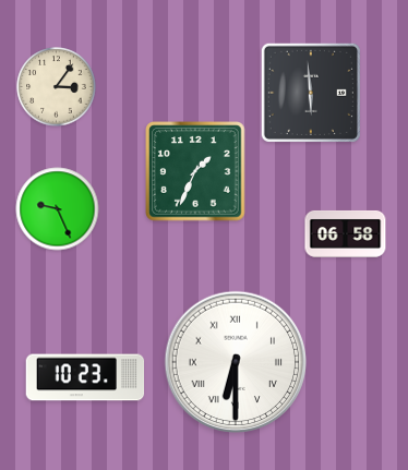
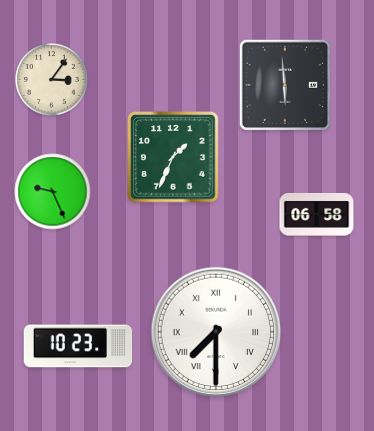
clock at (195, 171) position: (195, 171) -> (173, 157)
clock at (236, 362): 6:30 -> 7:30
